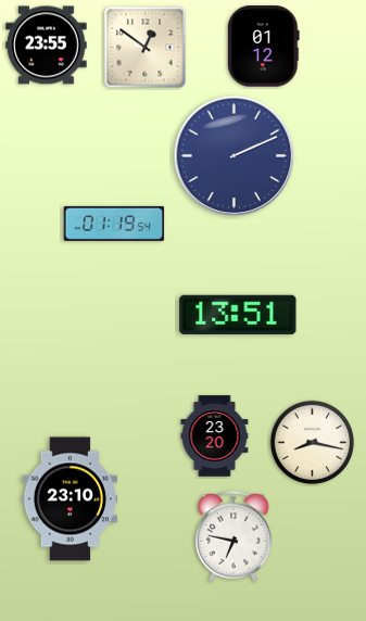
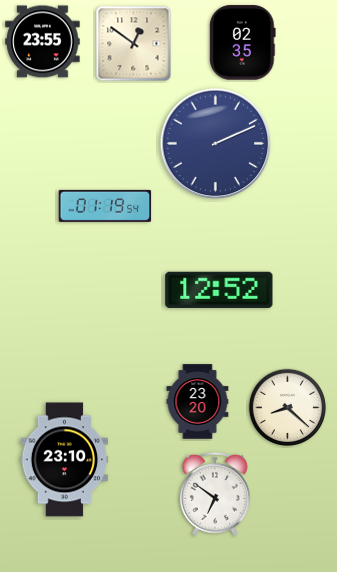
clock at (264, 47): 01:12 -> 02:35
clock at (238, 315): 13:51 -> 12:52
clock at (313, 443): 8:17 -> 8:22
clock at (235, 536): 6:47 -> 6:51
